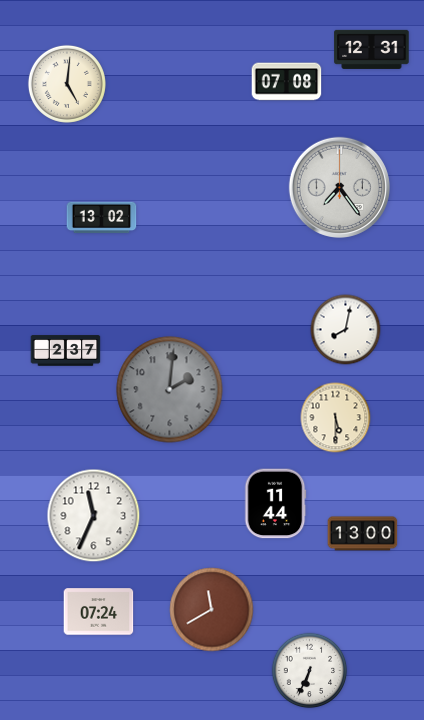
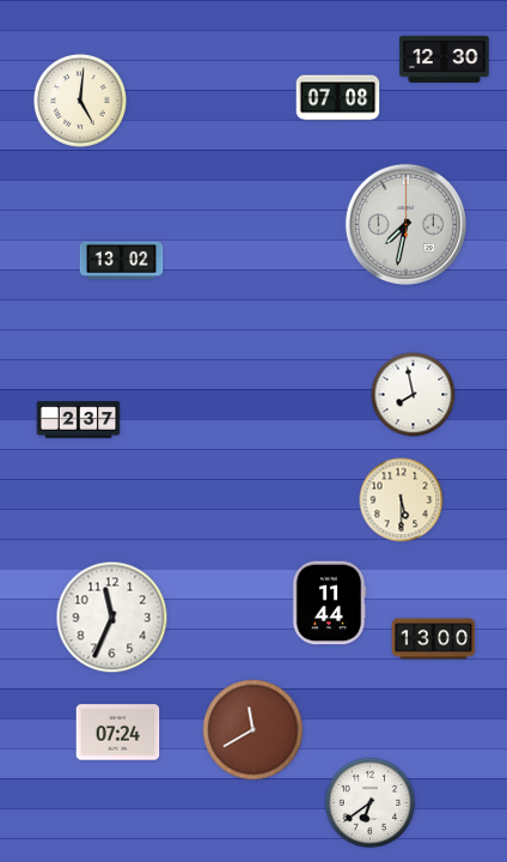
clock at (372, 49): 12:31 -> 12:30
clock at (287, 82) position: (287, 82) -> (338, 98)
clock at (339, 187): 7:24 -> 7:32
clock at (346, 330): 8:02 -> 7:58
clock at (170, 390): 2:01 -> none
clock at (310, 671): 6:34 -> 6:39
